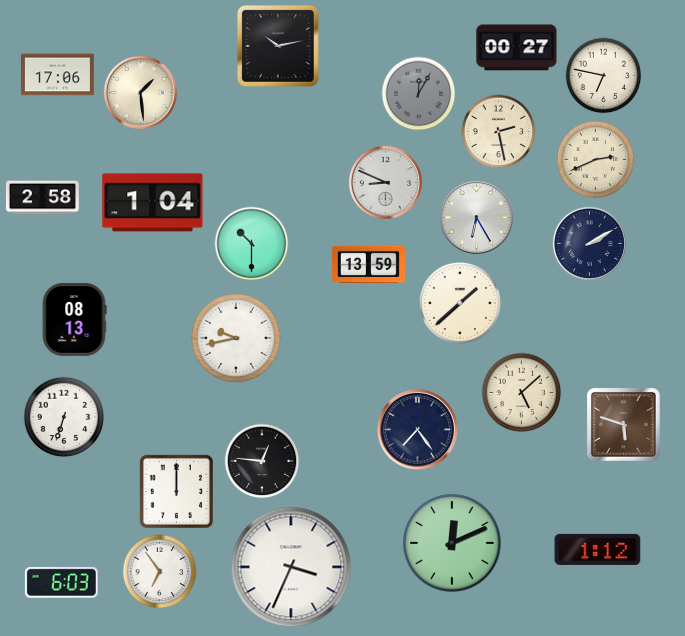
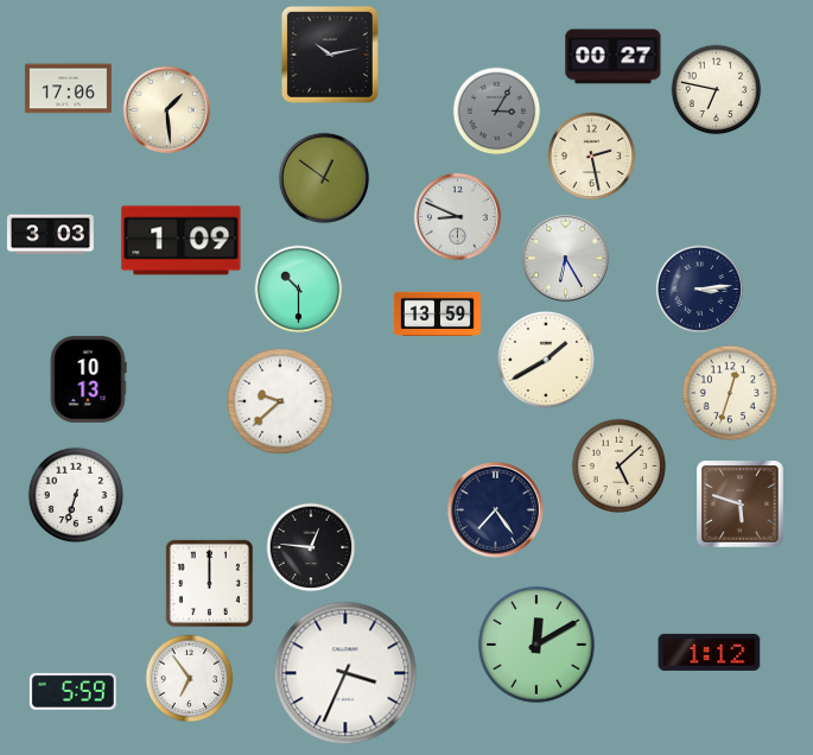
clock at (419, 94): 12:05 -> 3:05
clock at (324, 178): none -> 12:51
clock at (596, 160): 2:41 -> none
clock at (42, 198): 2:58 -> 3:03
clock at (153, 203): 1:04 -> 1:09
clock at (589, 243): 2:10 -> 3:14
clock at (459, 302): 1:38 -> 1:40
clock at (74, 319): 08:13 -> 10:13
clock at (730, 393): none -> 12:33
clock at (236, 338): 9:43 -> 9:38
clock at (452, 543): 12:11 -> 12:10
clock at (61, 582): 6:03 -> 5:59
